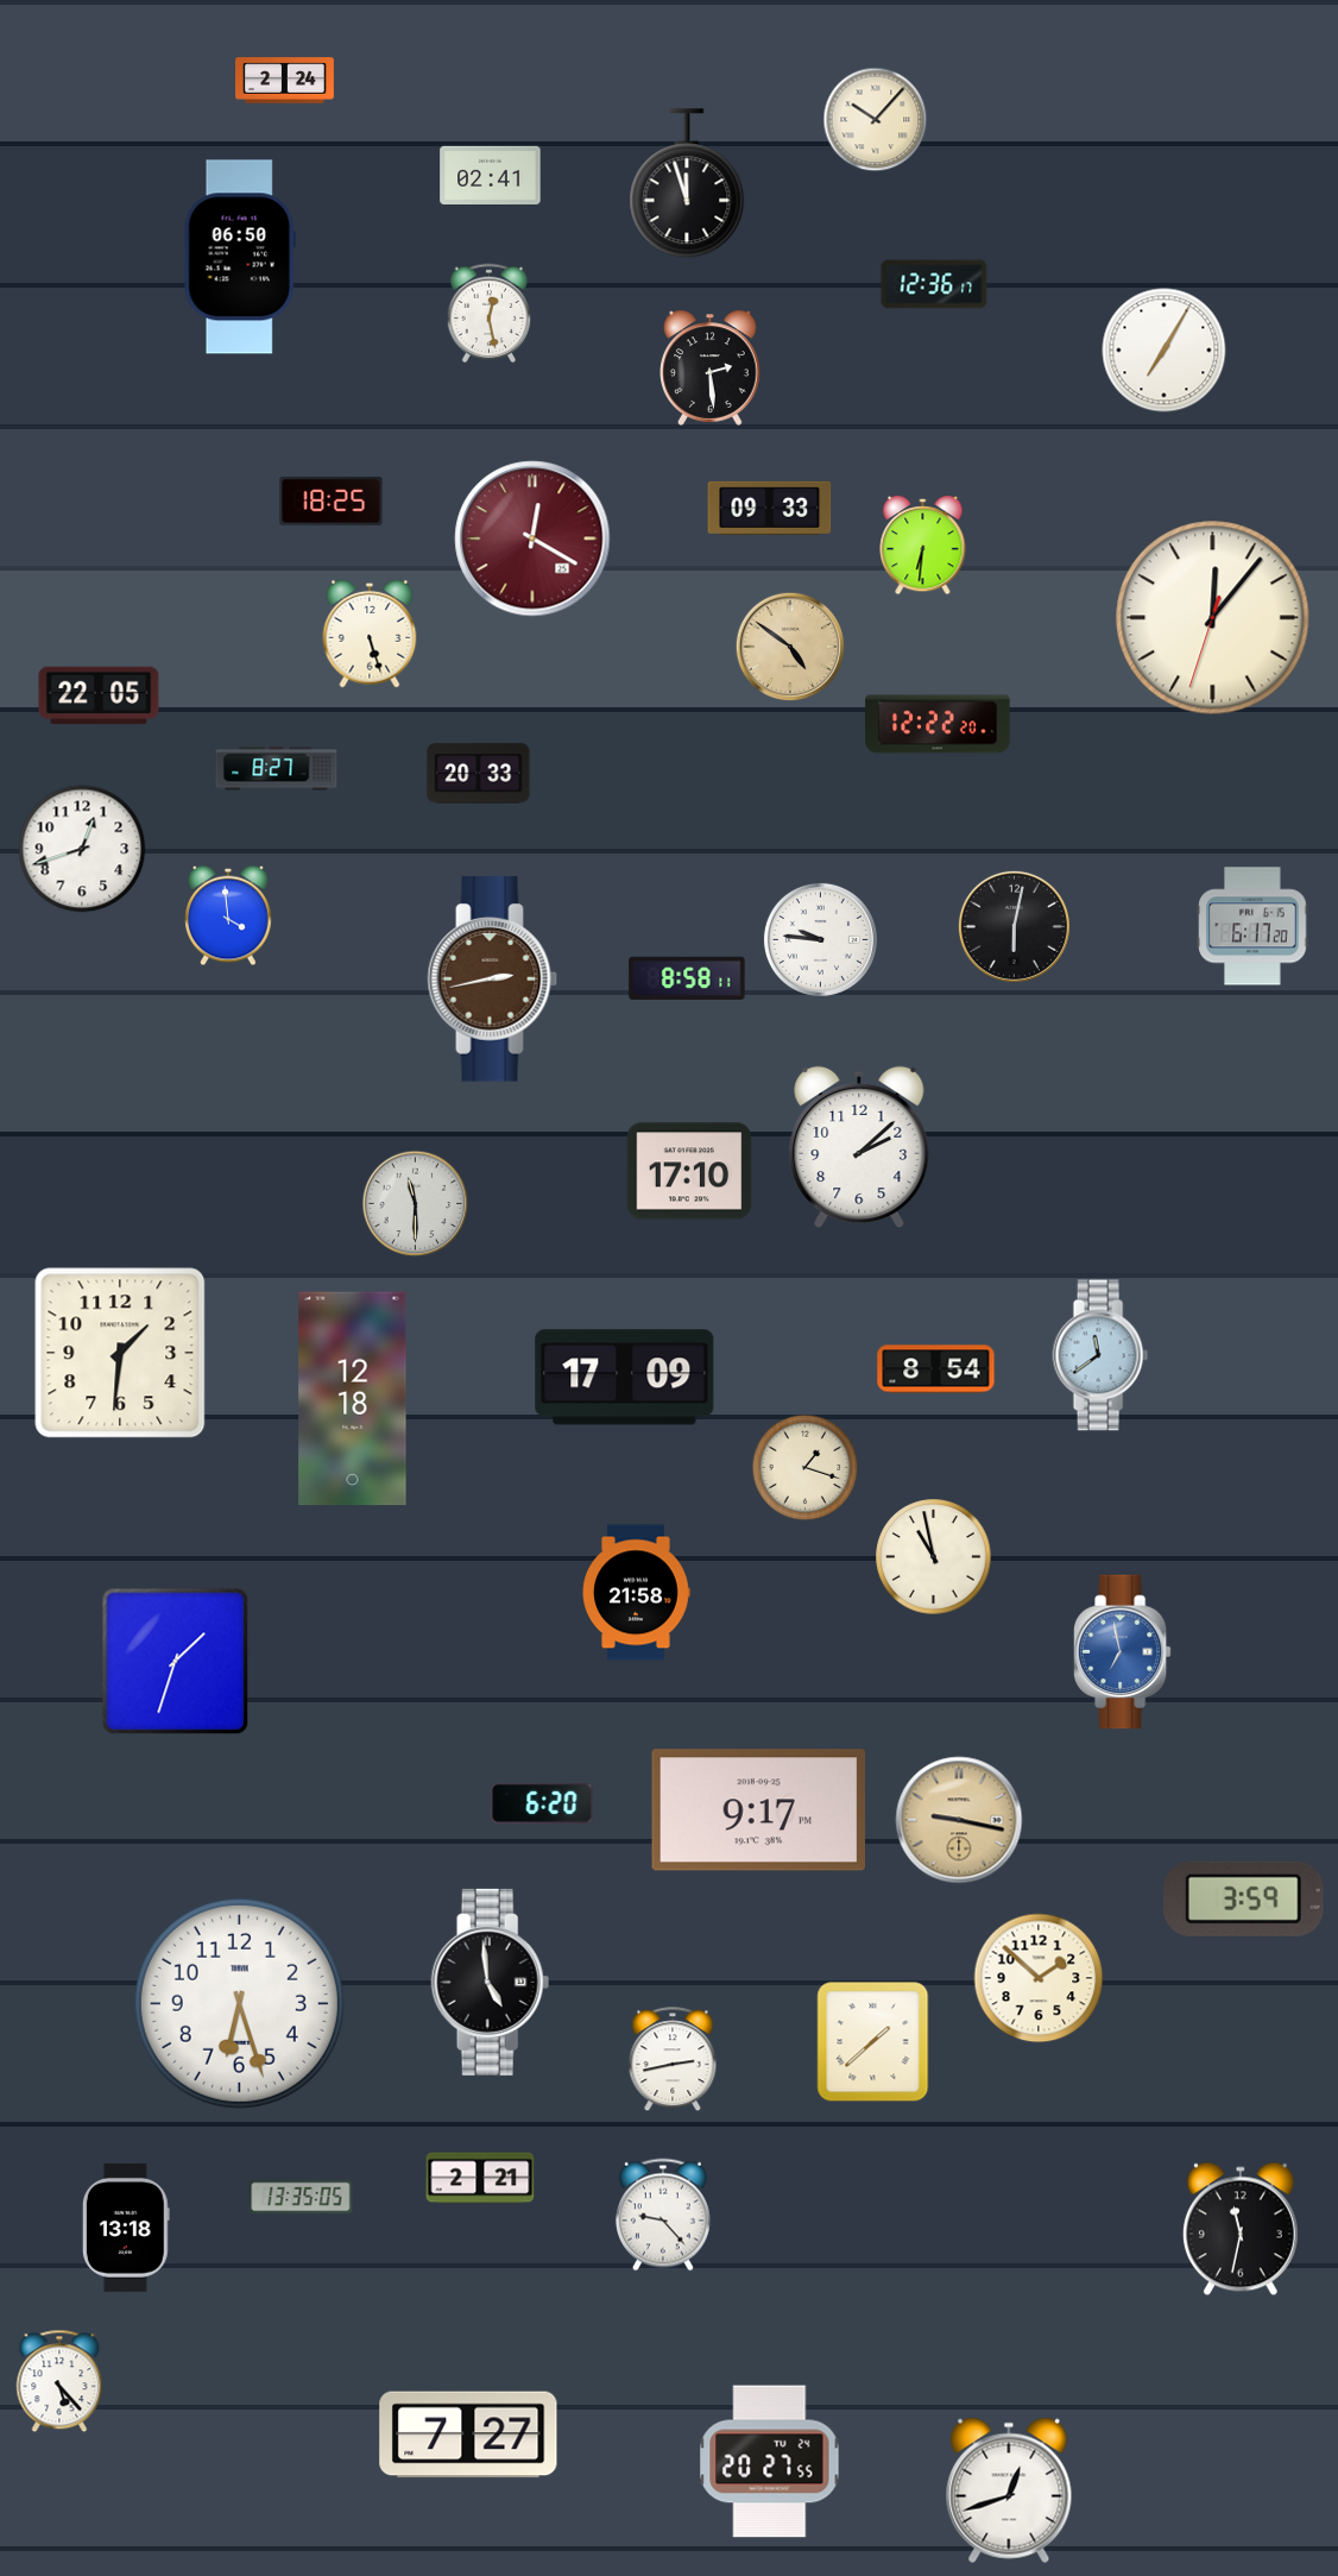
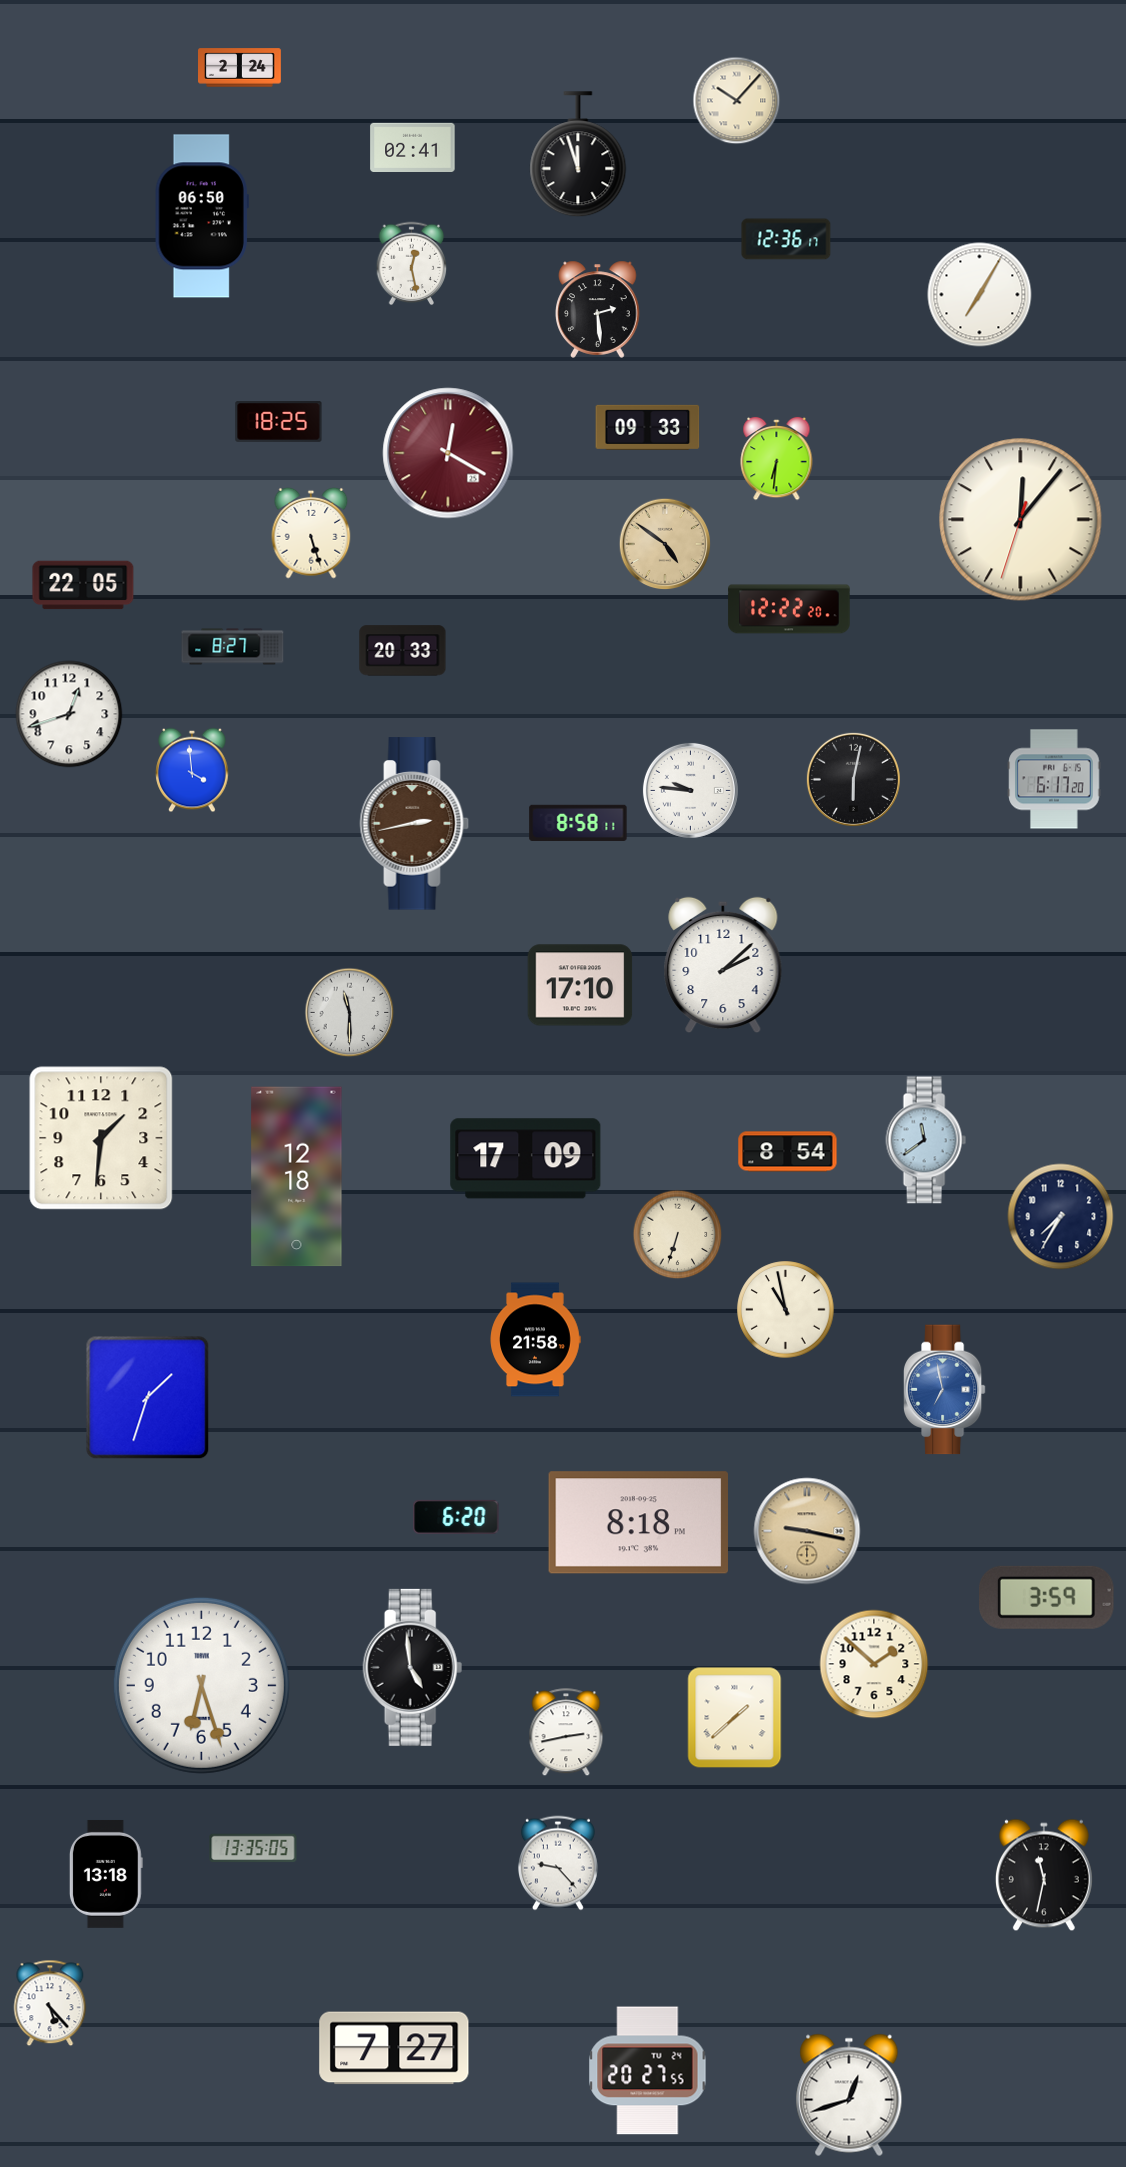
clock at (1061, 1217): none -> 7:35
clock at (806, 1468): 1:18 -> 6:33
clock at (759, 1810): 9:17 -> 8:18
clock at (480, 2178): 2:21 -> none
